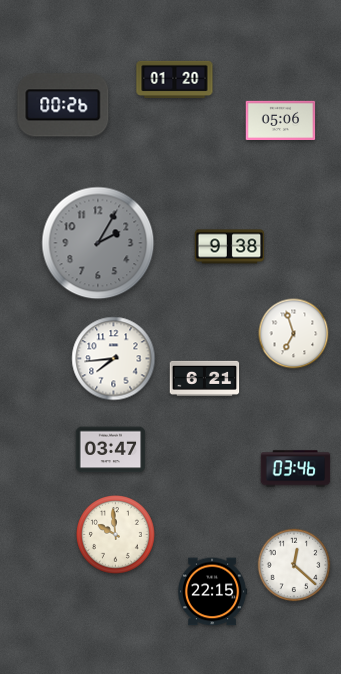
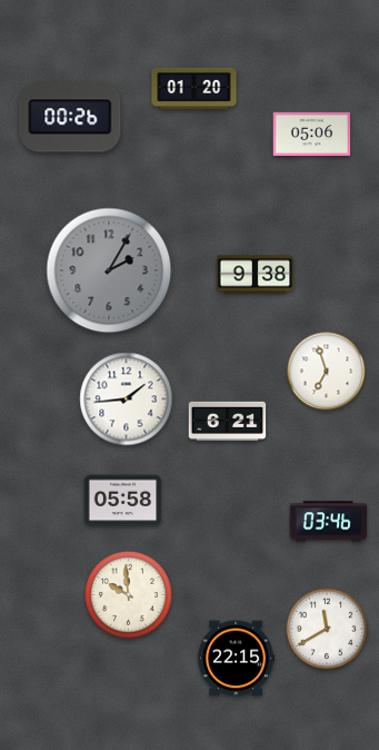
clock at (114, 359): 7:44 -> 1:44
clock at (111, 450): 03:47 -> 05:58
clock at (294, 565): 12:22 -> 11:40
